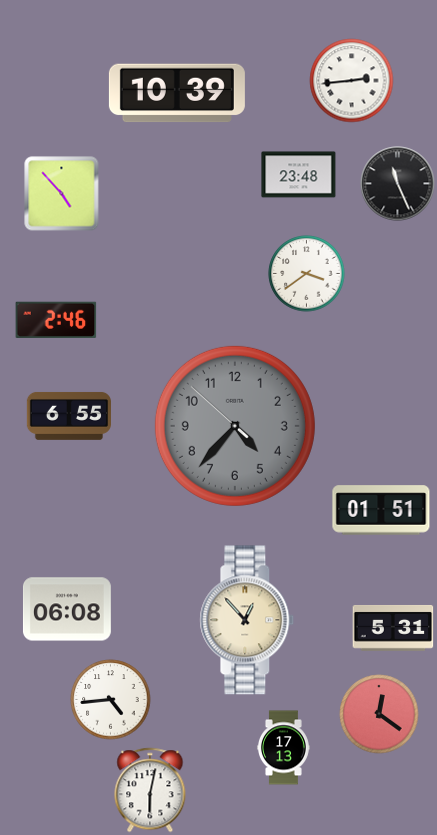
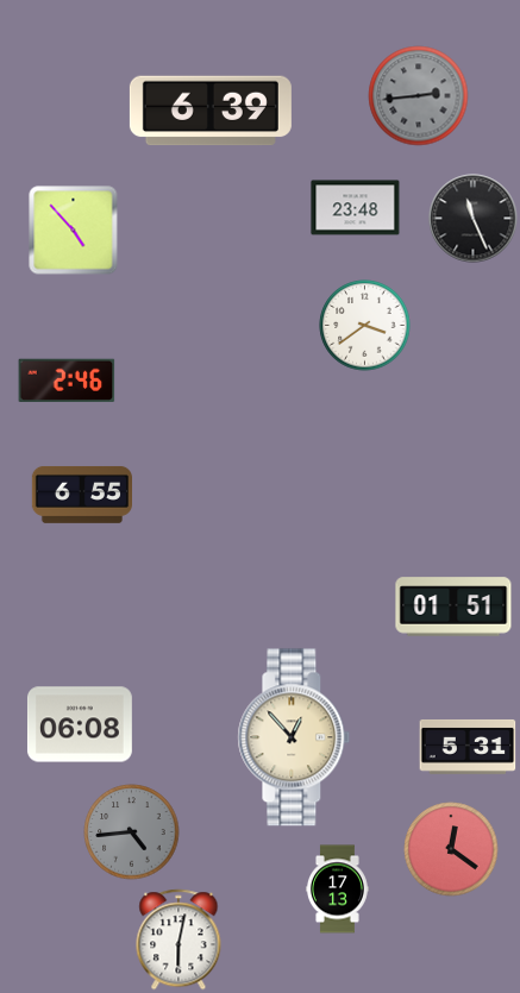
clock at (352, 81) dial: white -> grey
clock at (177, 93): 10:39 -> 6:39
clock at (235, 426): 4:36 -> none
clock at (111, 700) dial: white -> grey
